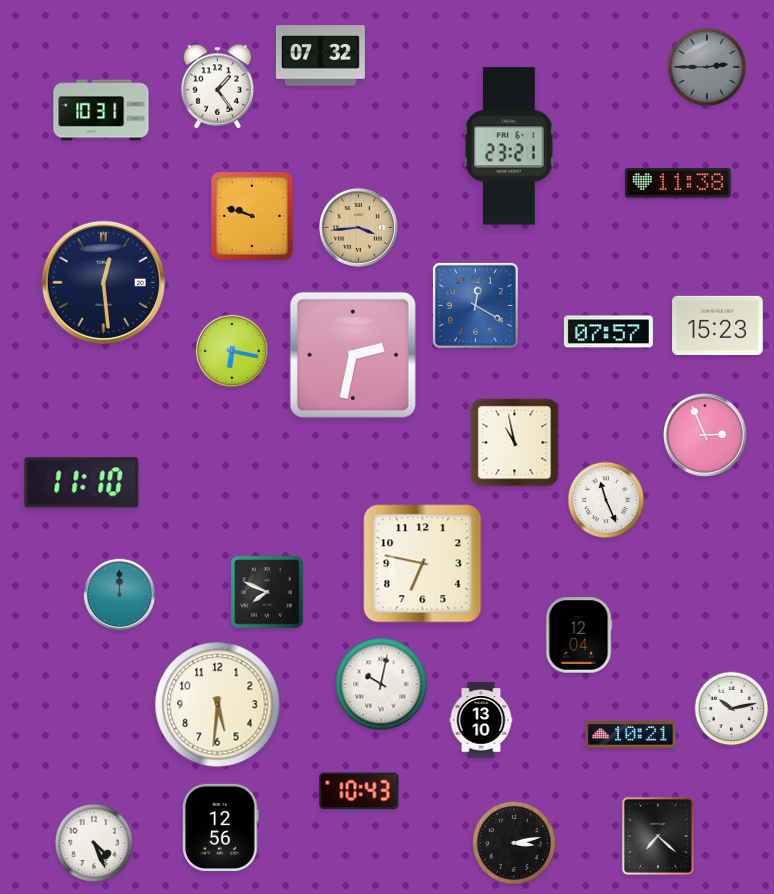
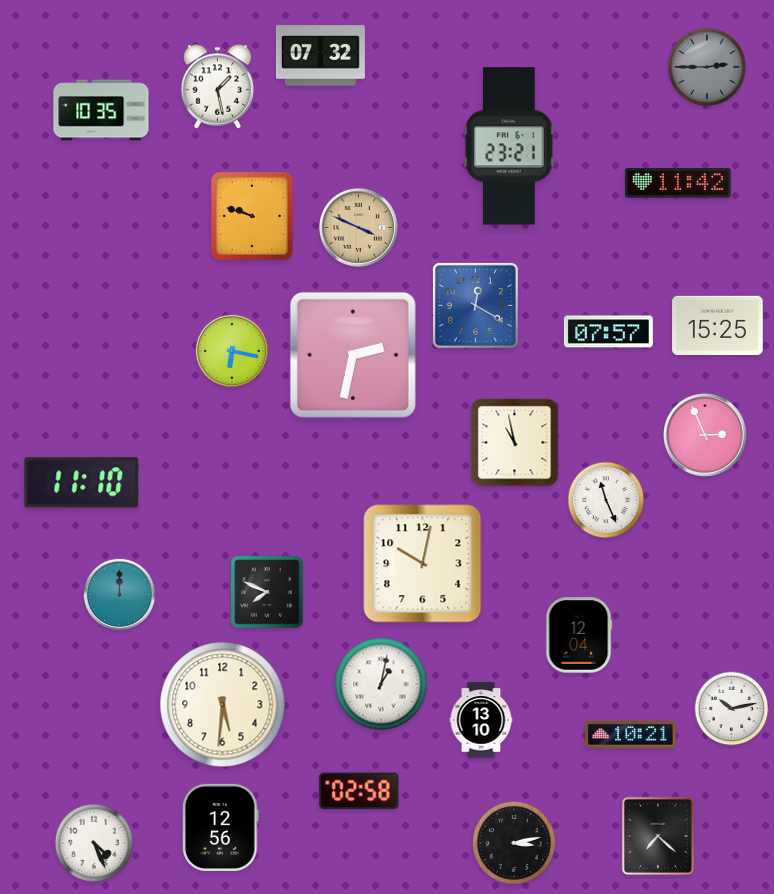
clock at (218, 87): 1:24 -> 1:28
clock at (101, 110): 10:31 -> 10:35
clock at (678, 184): 11:38 -> 11:42
clock at (358, 227): 3:44 -> 3:49
clock at (103, 282): 12:29 -> none
clock at (718, 325): 15:23 -> 15:25
clock at (423, 564): 6:47 -> 10:02
clock at (381, 684): 10:02 -> 1:02
clock at (218, 705) position: (218, 705) -> (223, 705)
clock at (359, 791): 10:43 -> 02:58
